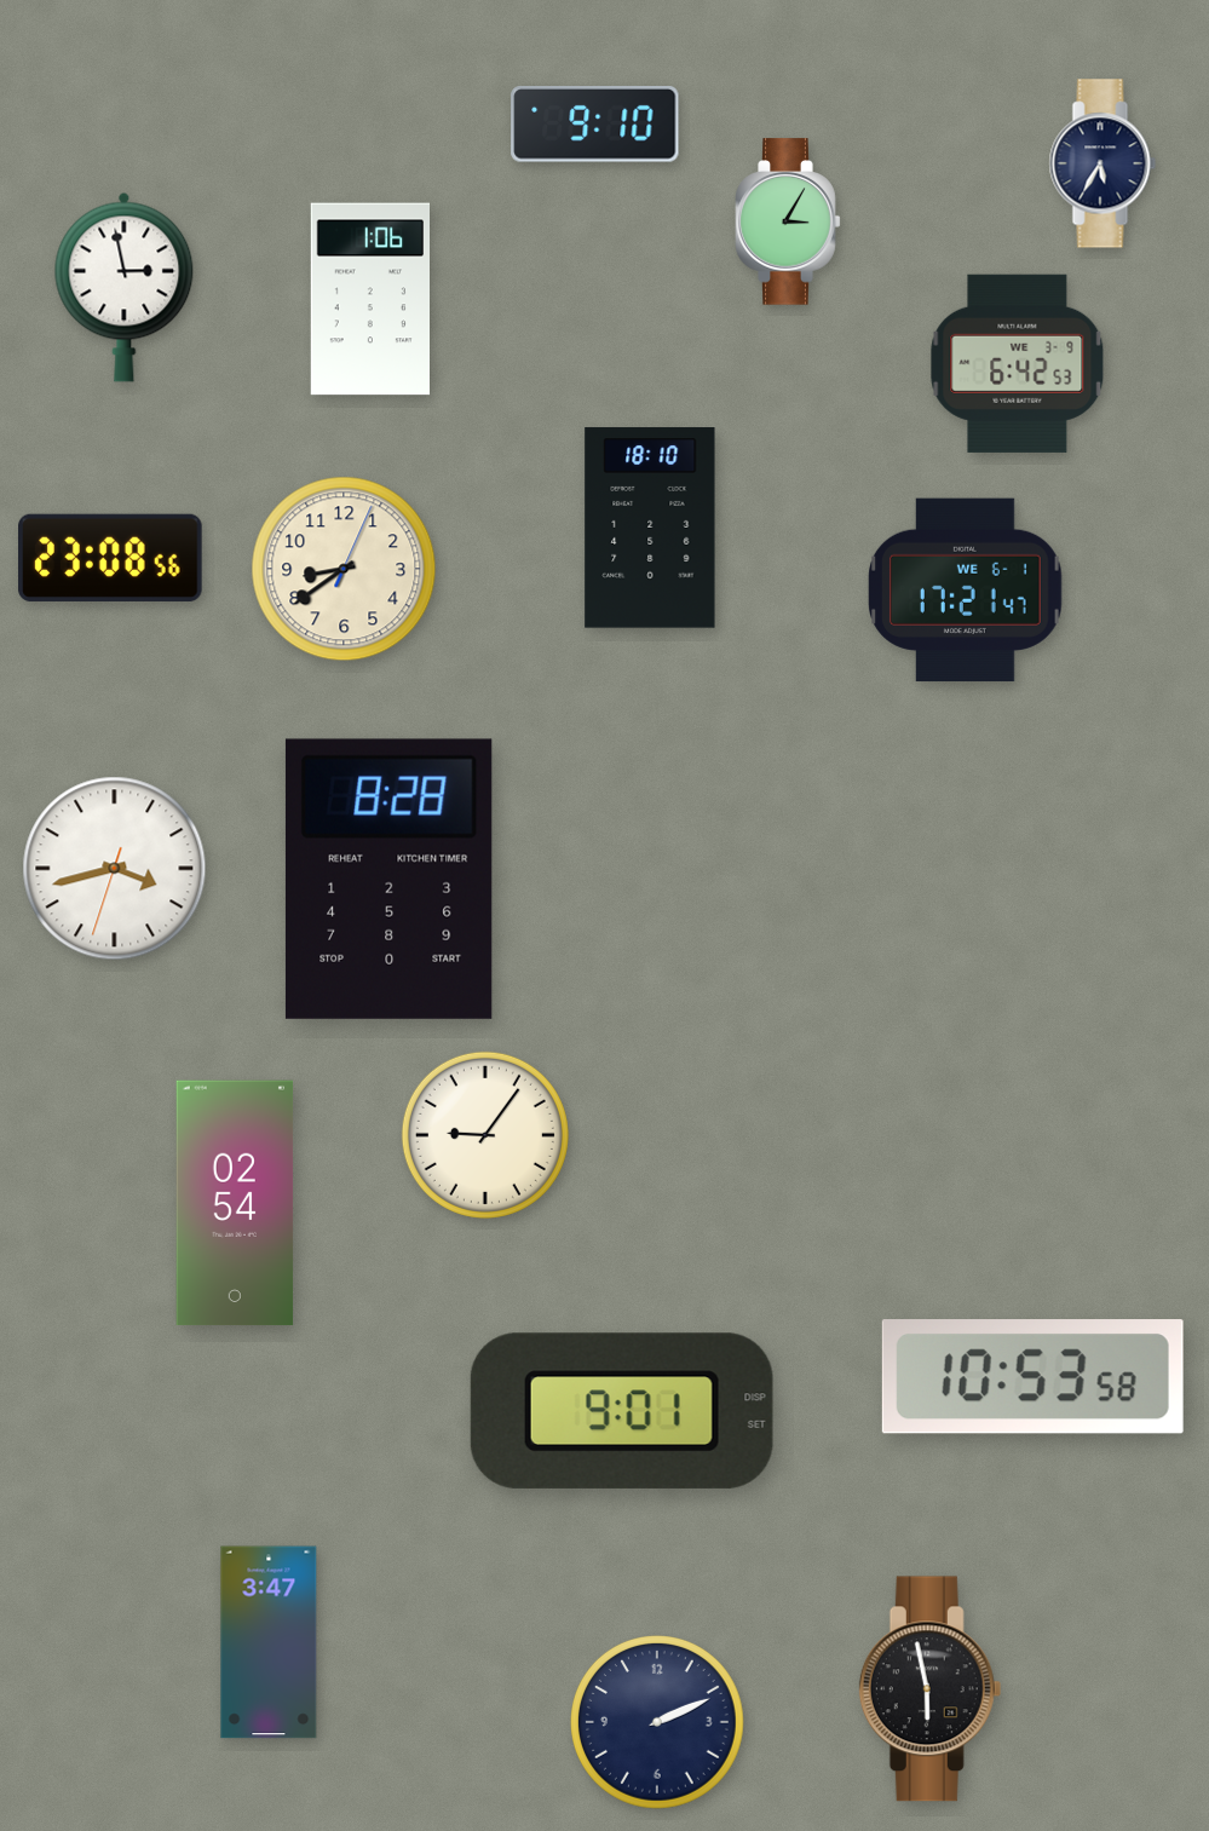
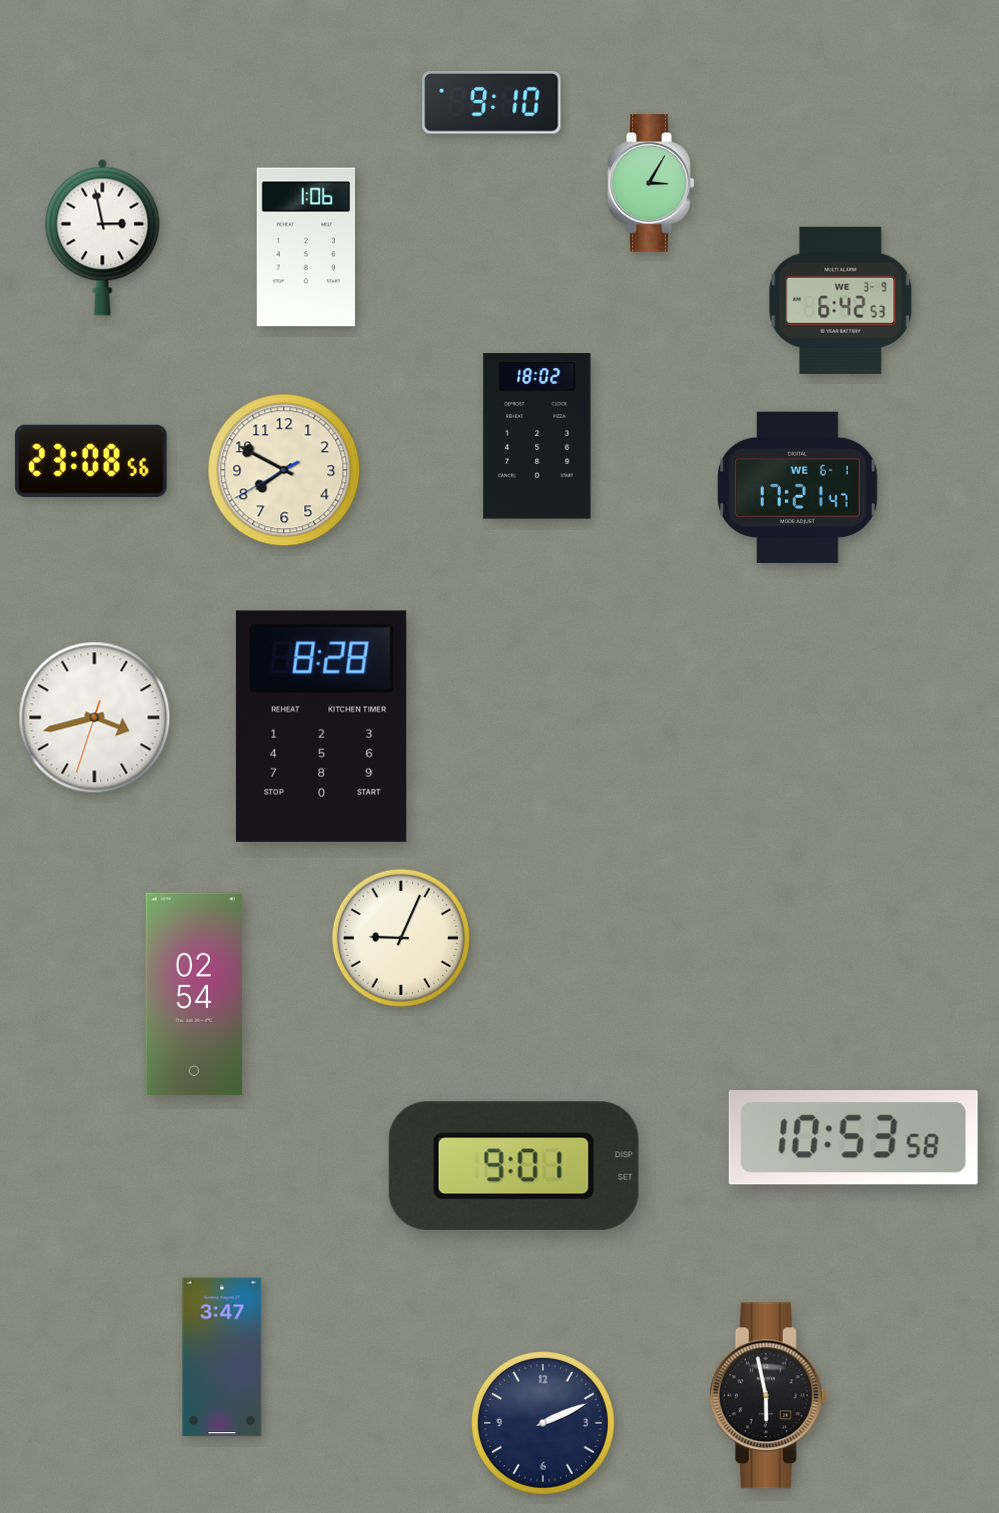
clock at (1103, 163): 5:35 -> none
clock at (650, 528): 18:10 -> 18:02
clock at (344, 569): 8:39 -> 7:49
clock at (485, 1135): 9:06 -> 9:04
